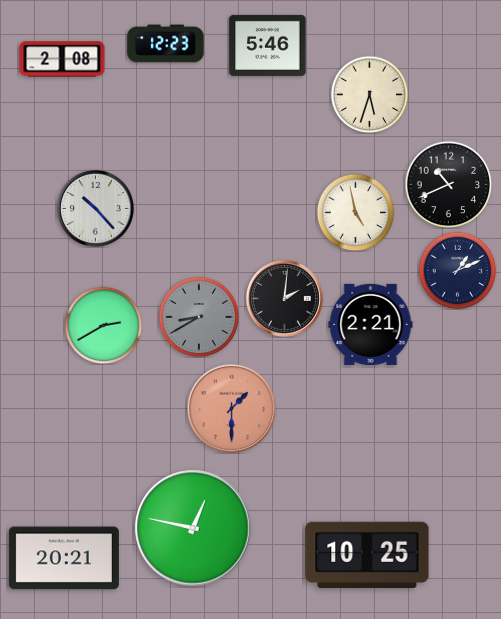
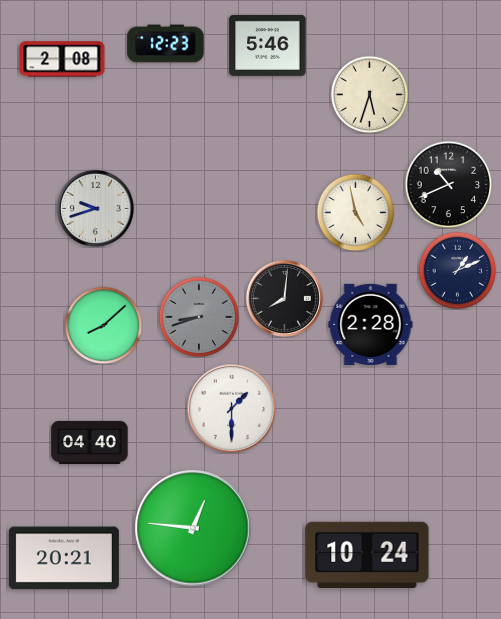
clock at (95, 208): 10:23 -> 9:42
clock at (284, 298): 2:01 -> 8:01
clock at (199, 317): 8:40 -> 8:42
clock at (371, 324): 2:21 -> 2:28
clock at (103, 325): 2:40 -> 8:08
clock at (231, 408) dial: salmon -> white
clock at (90, 442): none -> 04:40
clock at (193, 528): 12:47 -> 12:46
clock at (367, 554): 10:25 -> 10:24
